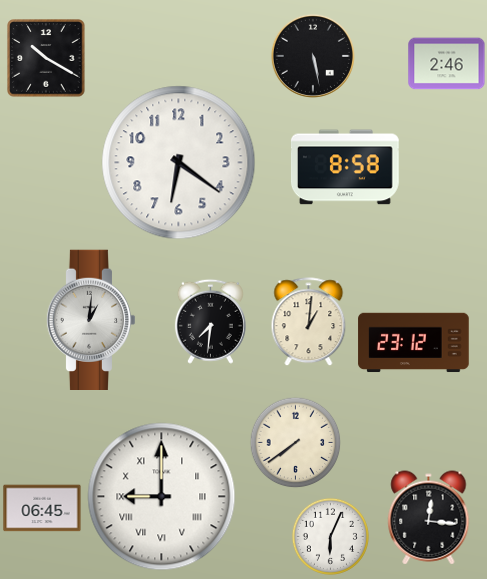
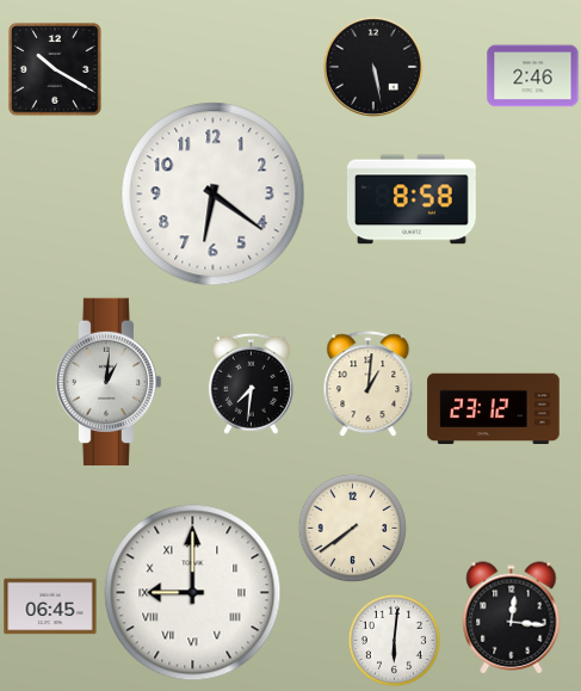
clock at (330, 536): 6:04 -> 6:01
